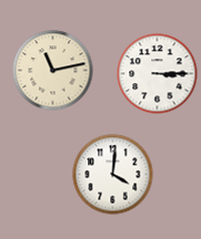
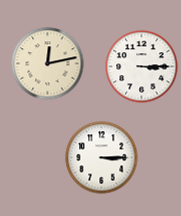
clock at (53, 71): 11:13 -> 12:13
clock at (113, 175): 4:01 -> 3:15
